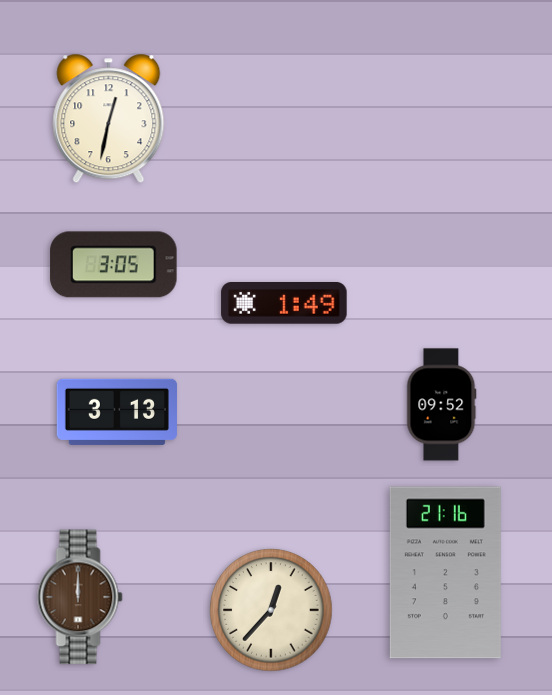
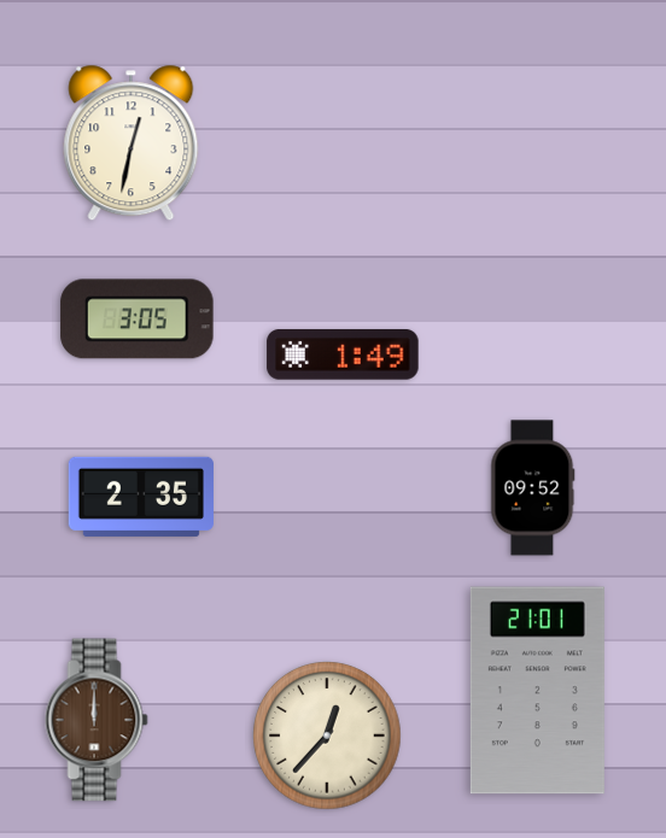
clock at (284, 303) position: (284, 303) -> (343, 354)
clock at (117, 412): 3:13 -> 2:35
clock at (445, 573): 21:16 -> 21:01
